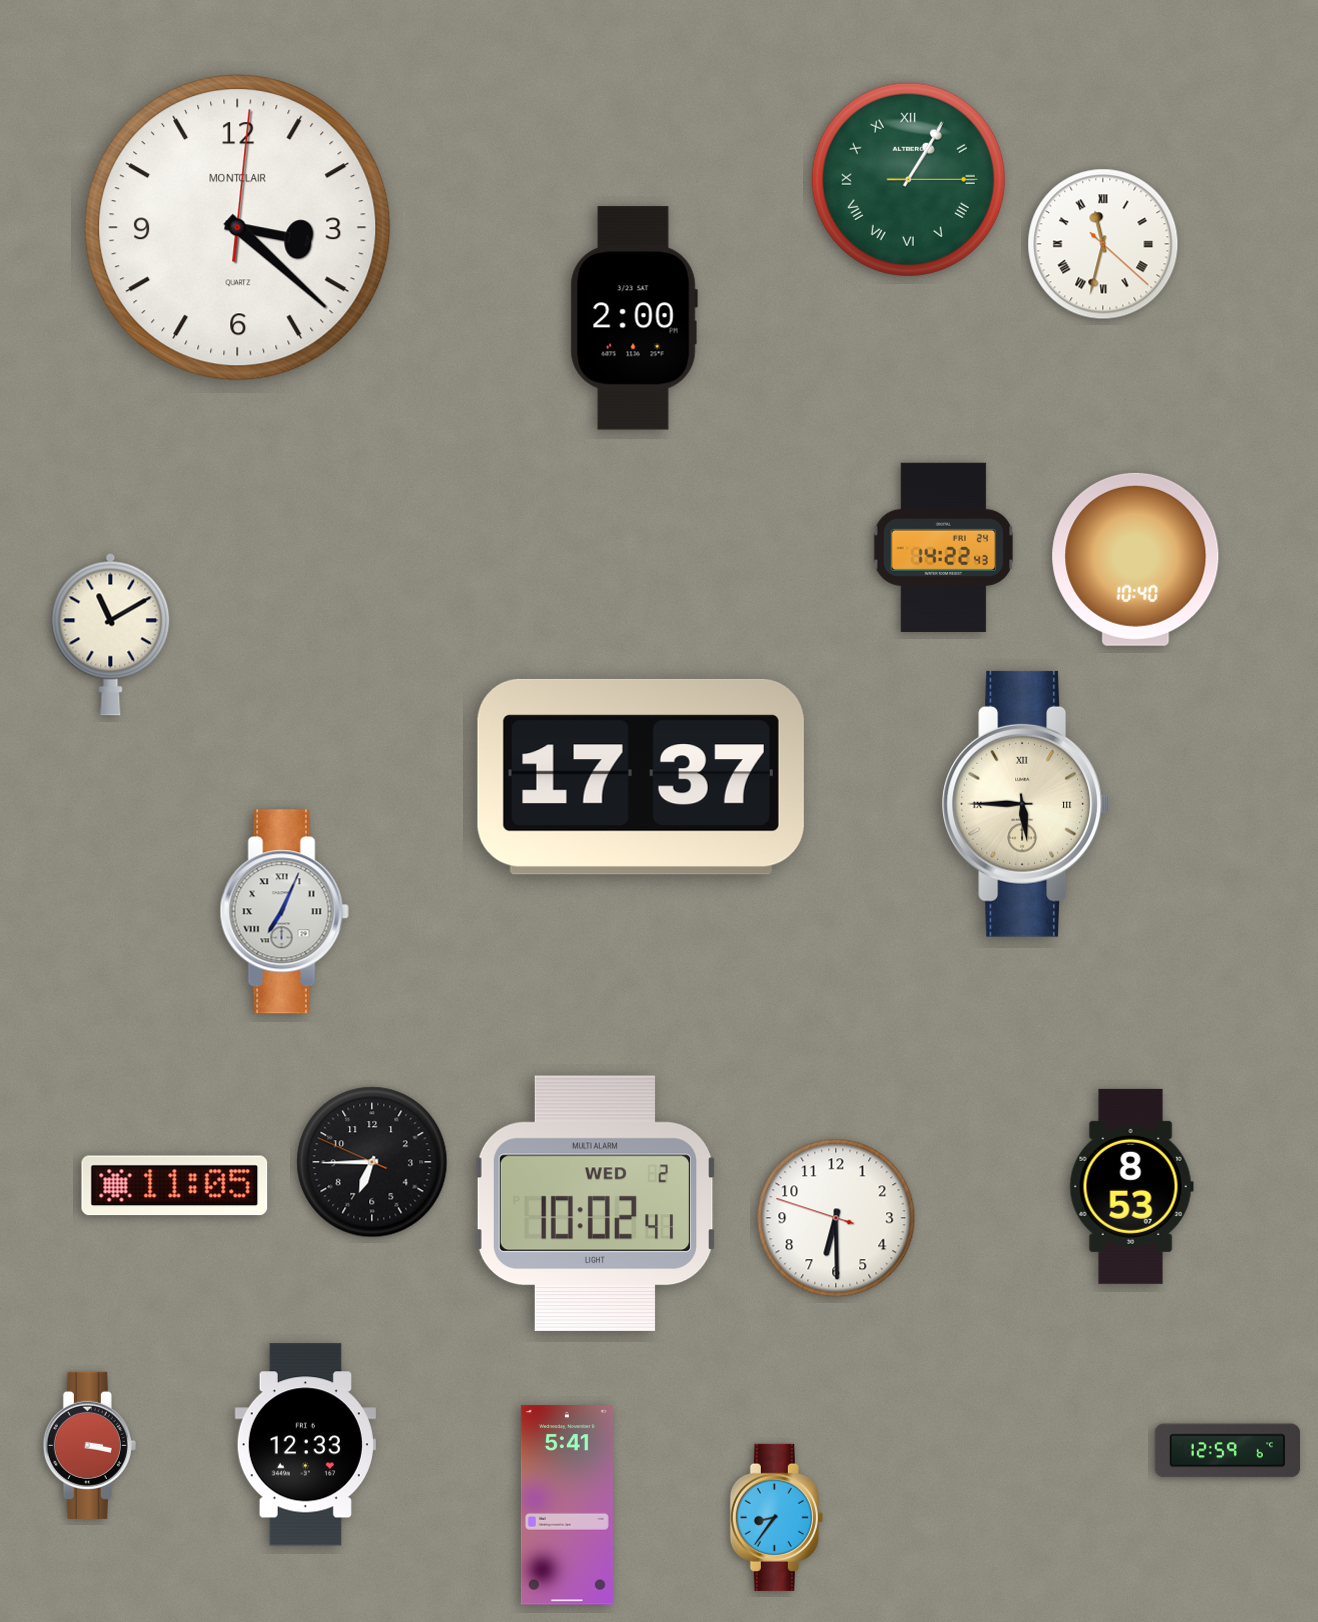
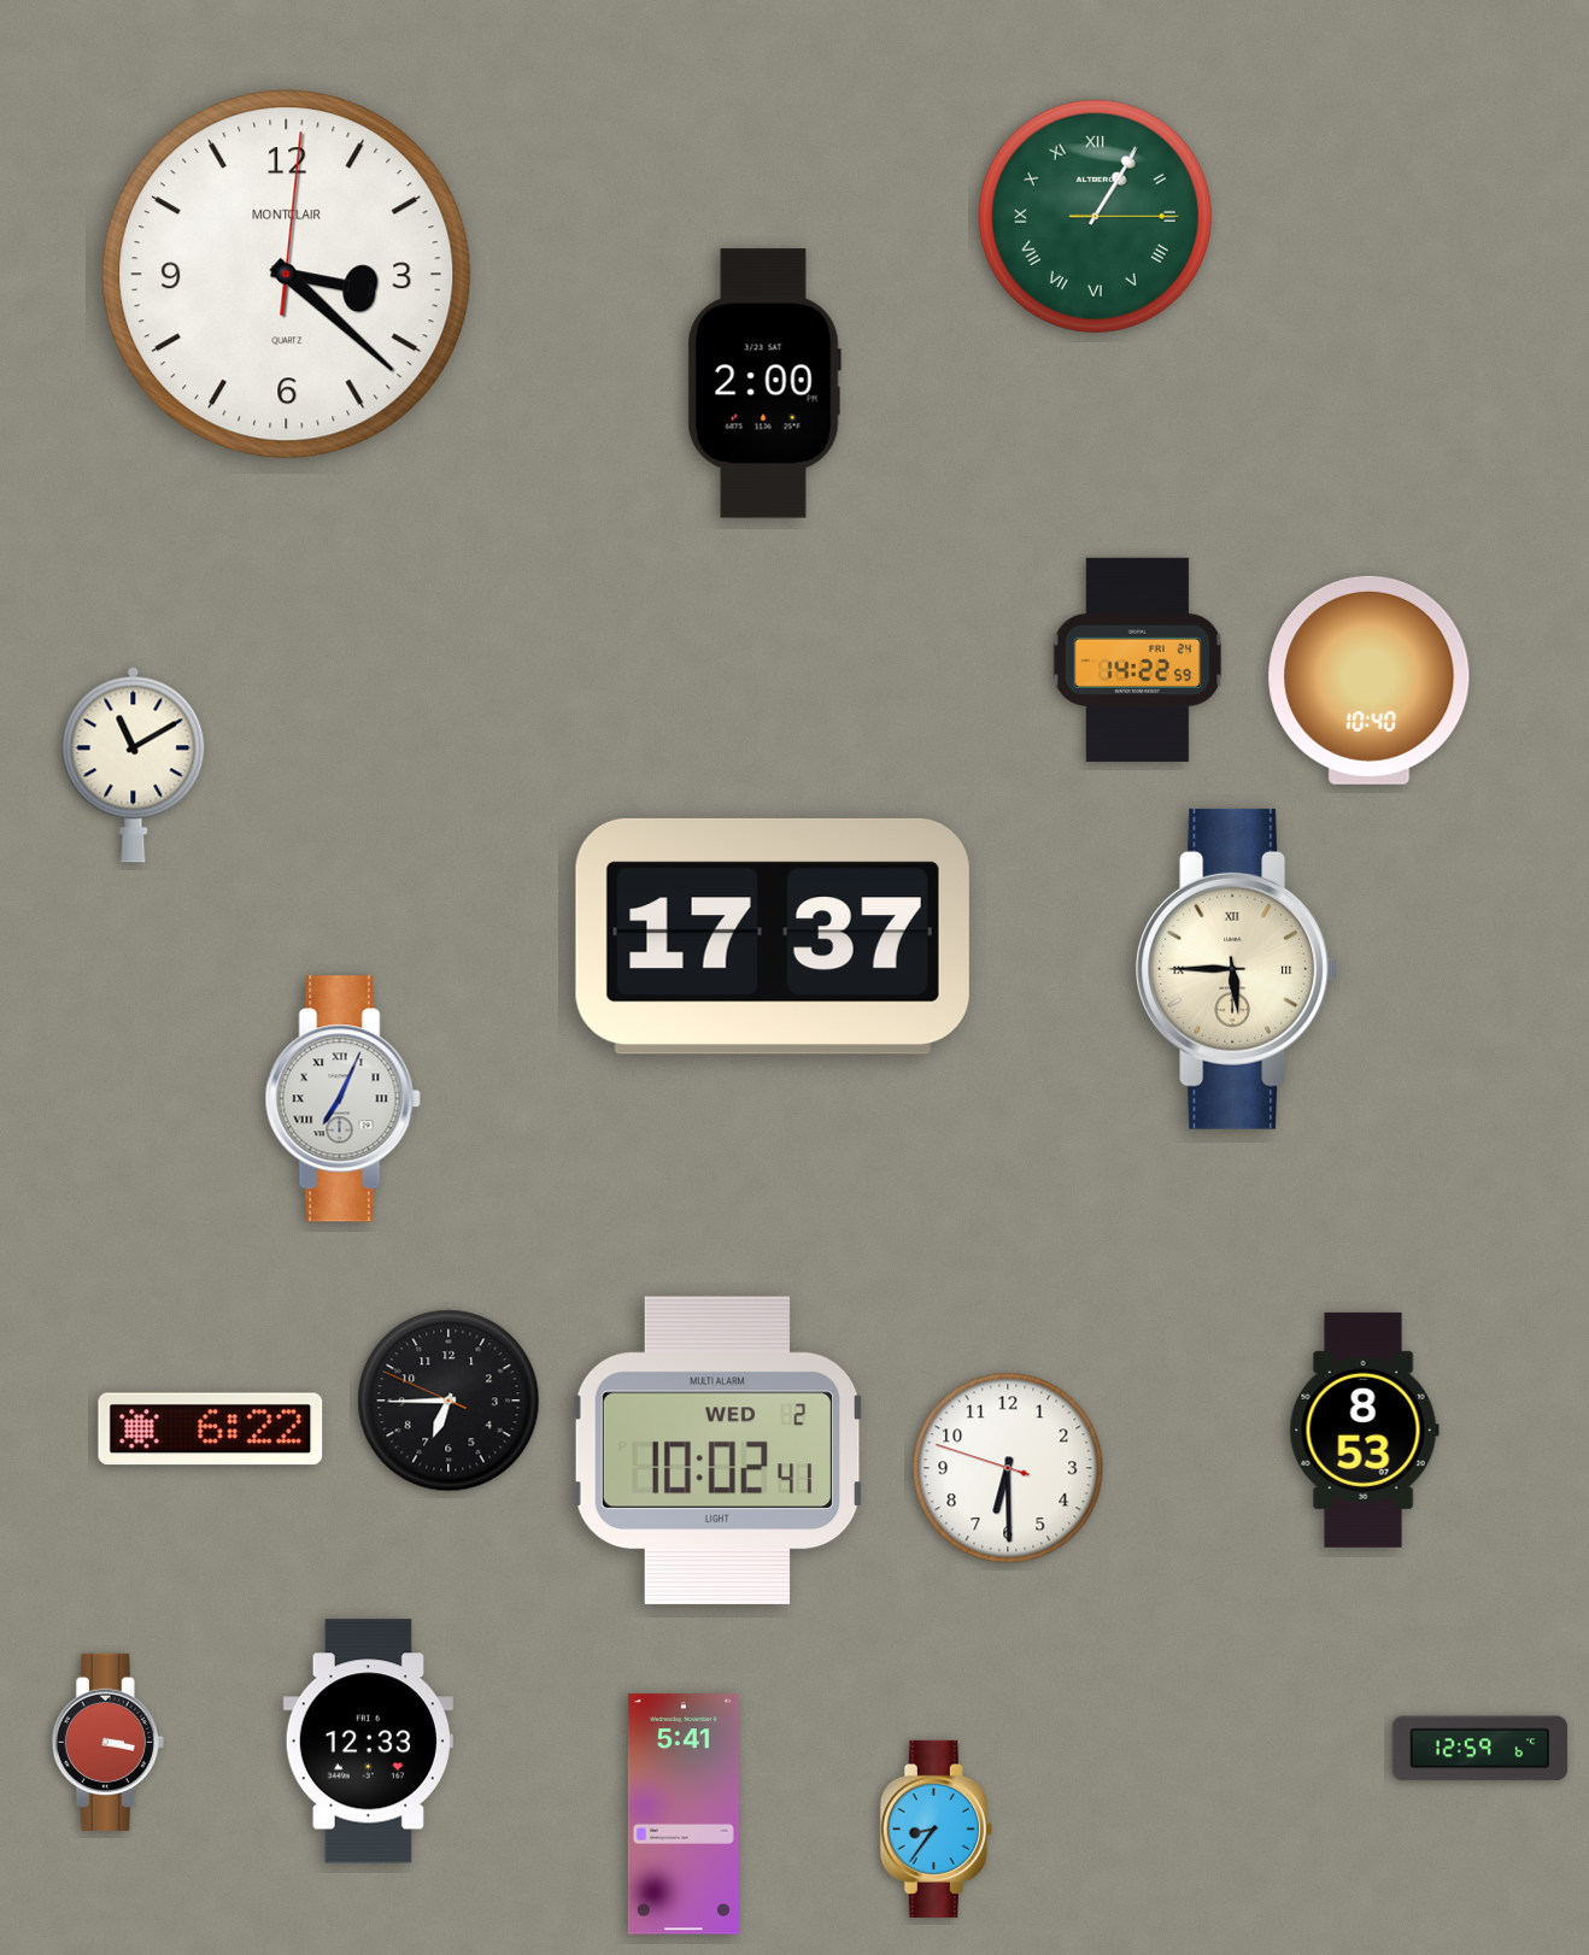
clock at (1103, 244): 11:32 -> none
clock at (944, 547): 14:22:43 -> 14:22:59
clock at (1136, 559) position: (1136, 559) -> (1370, 680)
clock at (175, 1186): 11:05 -> 6:22
